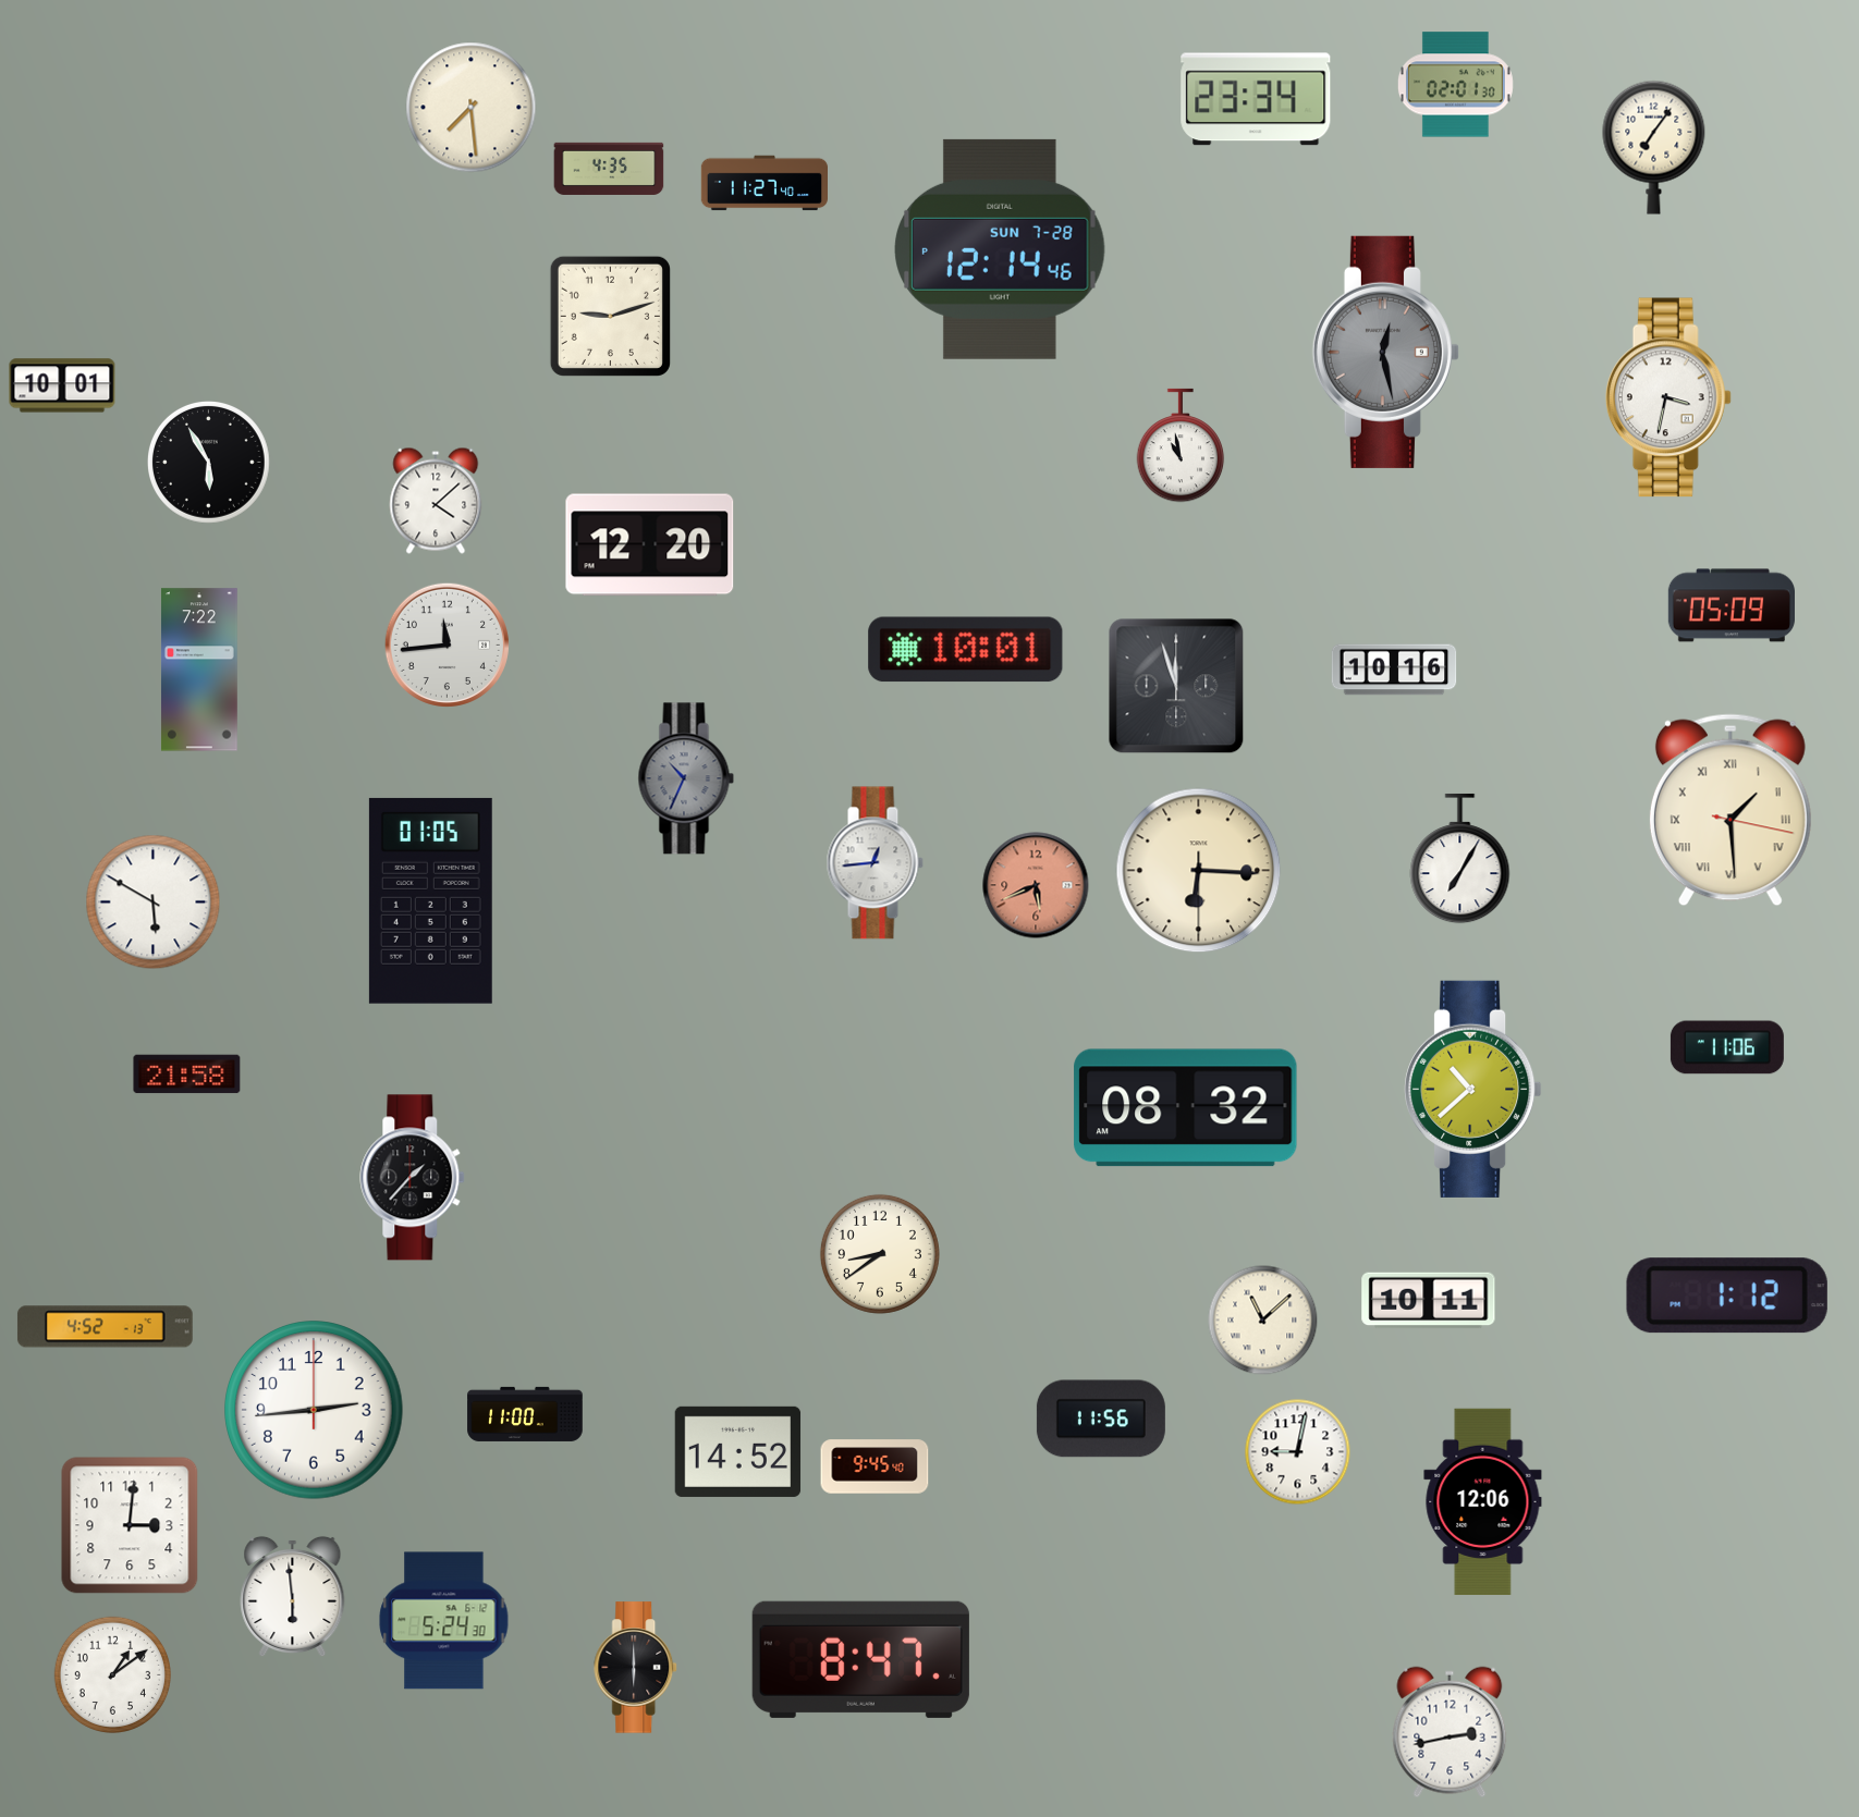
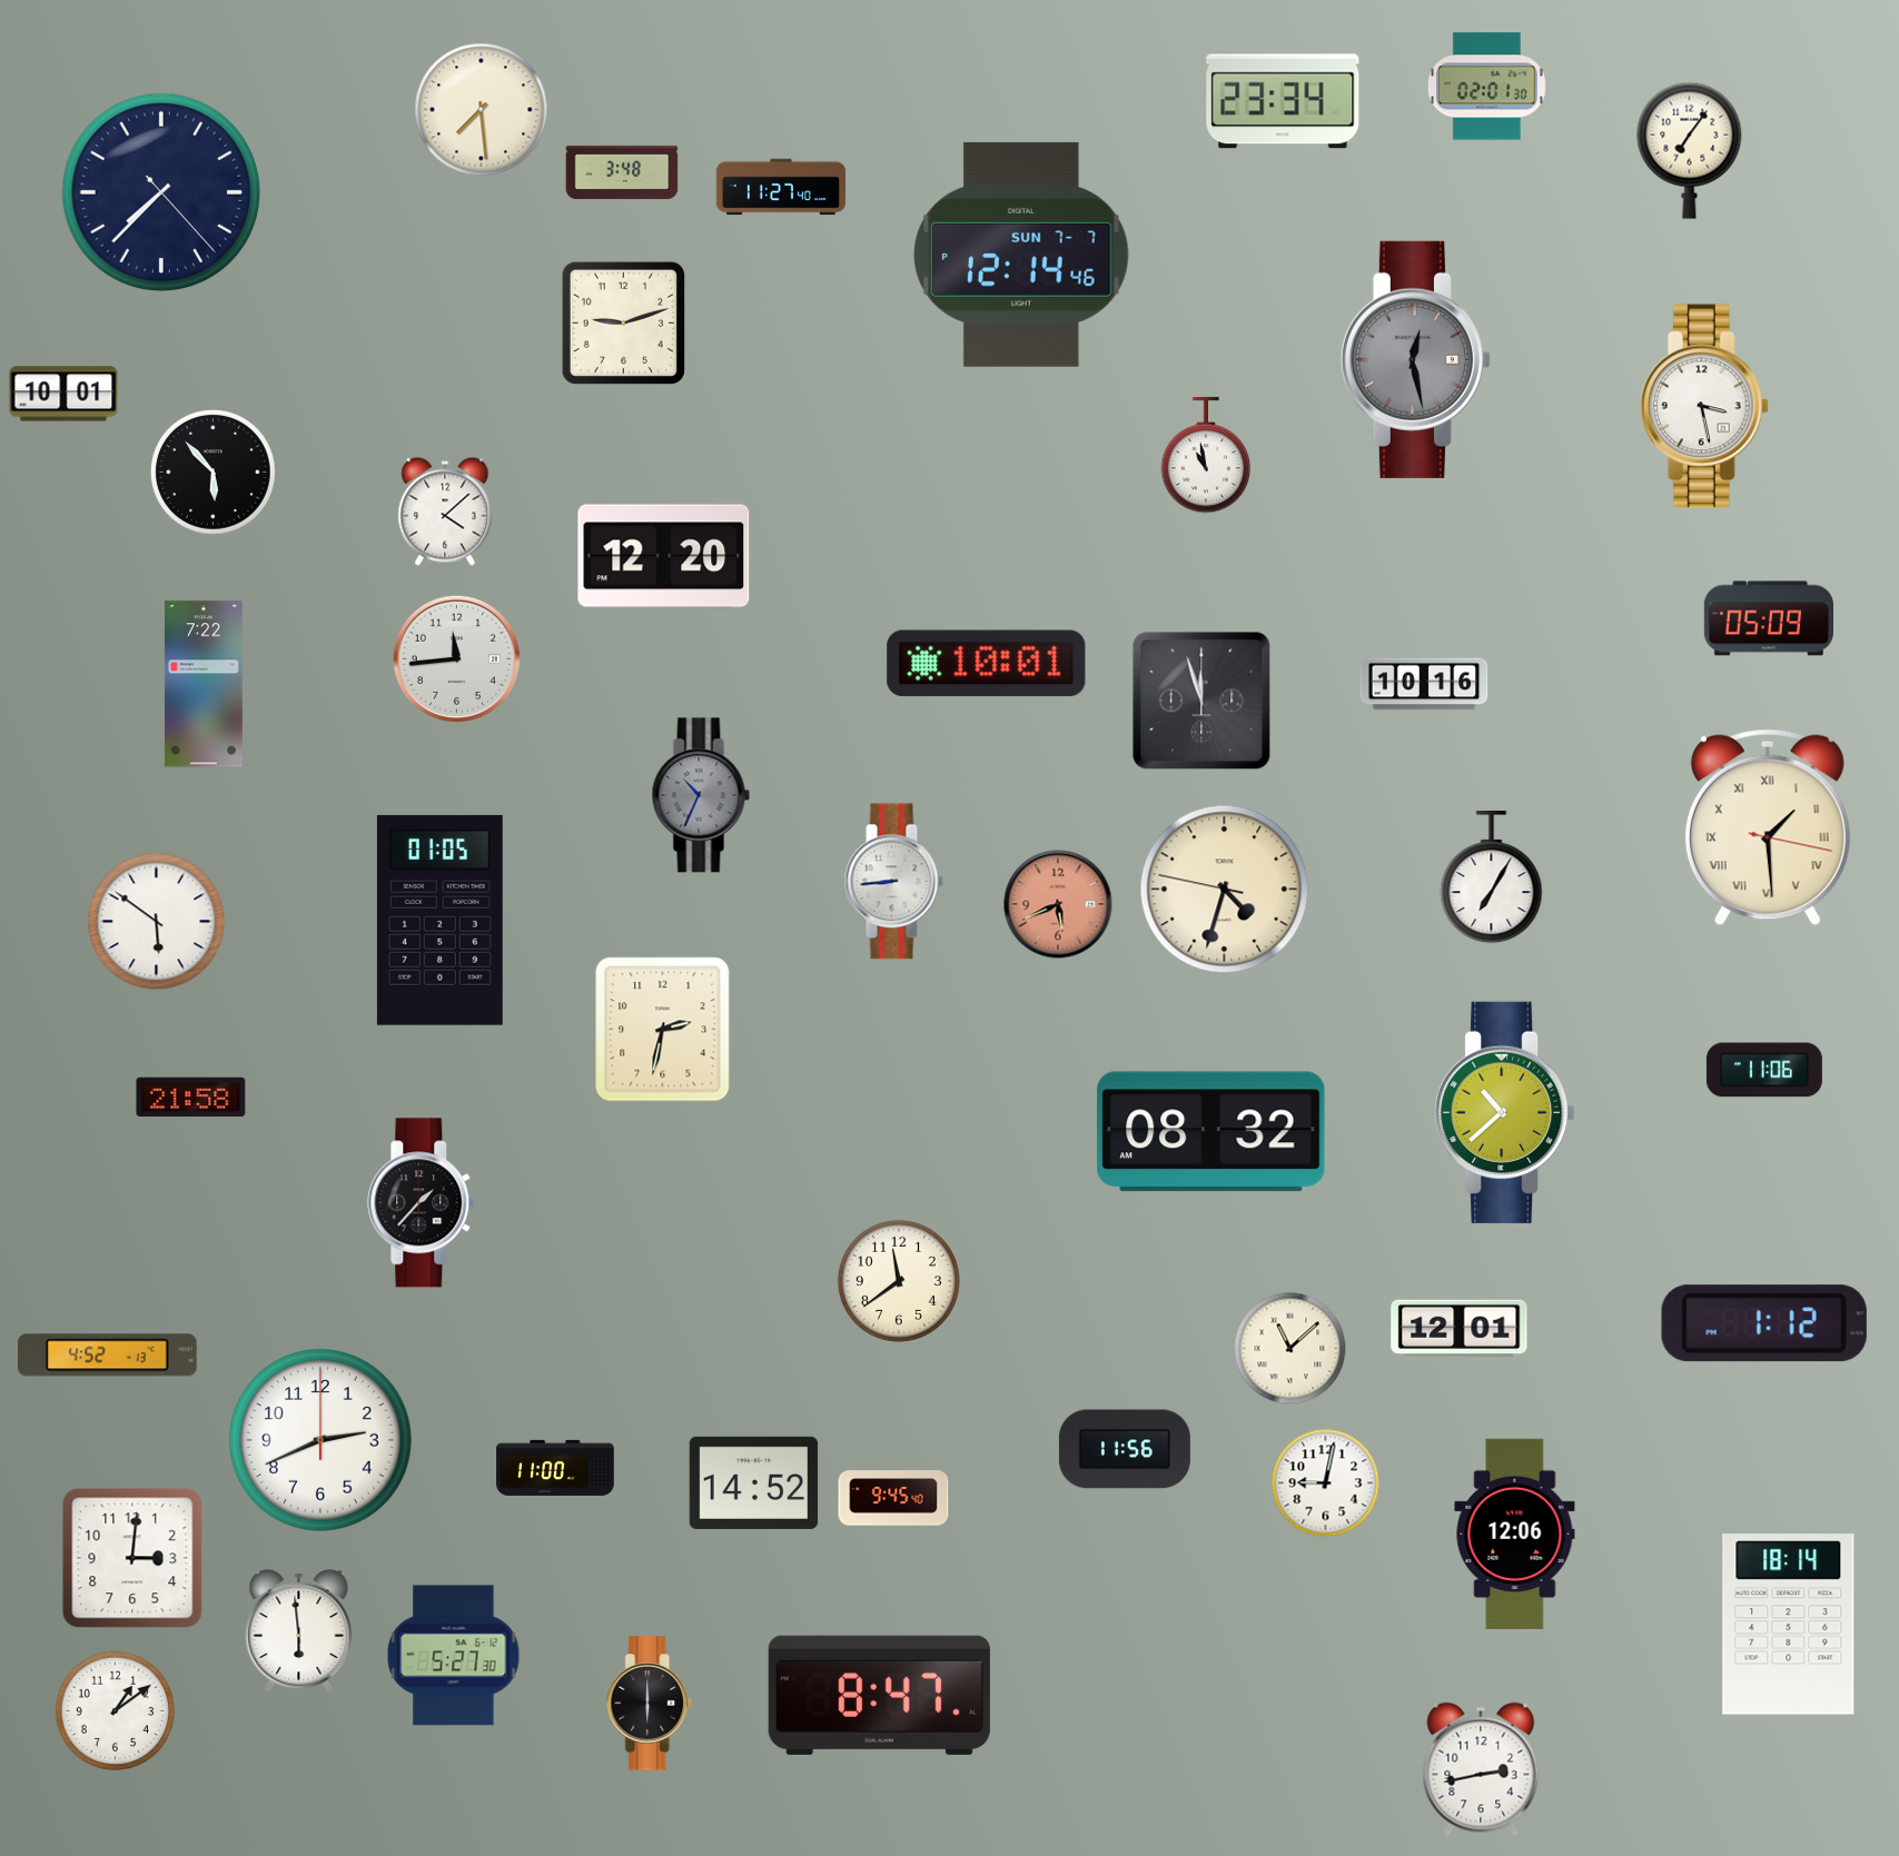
clock at (609, 169): 4:35 -> 3:48
clock at (160, 191): none -> 7:37
clock at (1001, 249) date: SUN 7-28 -> SUN 7-7
clock at (1668, 397): 3:32 -> 3:28
clock at (209, 463): 5:55 -> 5:53
clock at (875, 863): 12:44 -> 8:44
clock at (1199, 871): 6:15 -> 4:32
clock at (154, 903): 5:50 -> 5:51
clock at (663, 1030): none -> 2:32
clock at (880, 1254): 8:39 -> 11:39
clock at (1429, 1301): 10:11 -> 12:01
clock at (314, 1410): 2:44 -> 2:41
clock at (525, 1414) position: (525, 1414) -> (555, 1468)
clock at (1789, 1625): none -> 18:14
clock at (444, 1621): 5:24 -> 5:27
